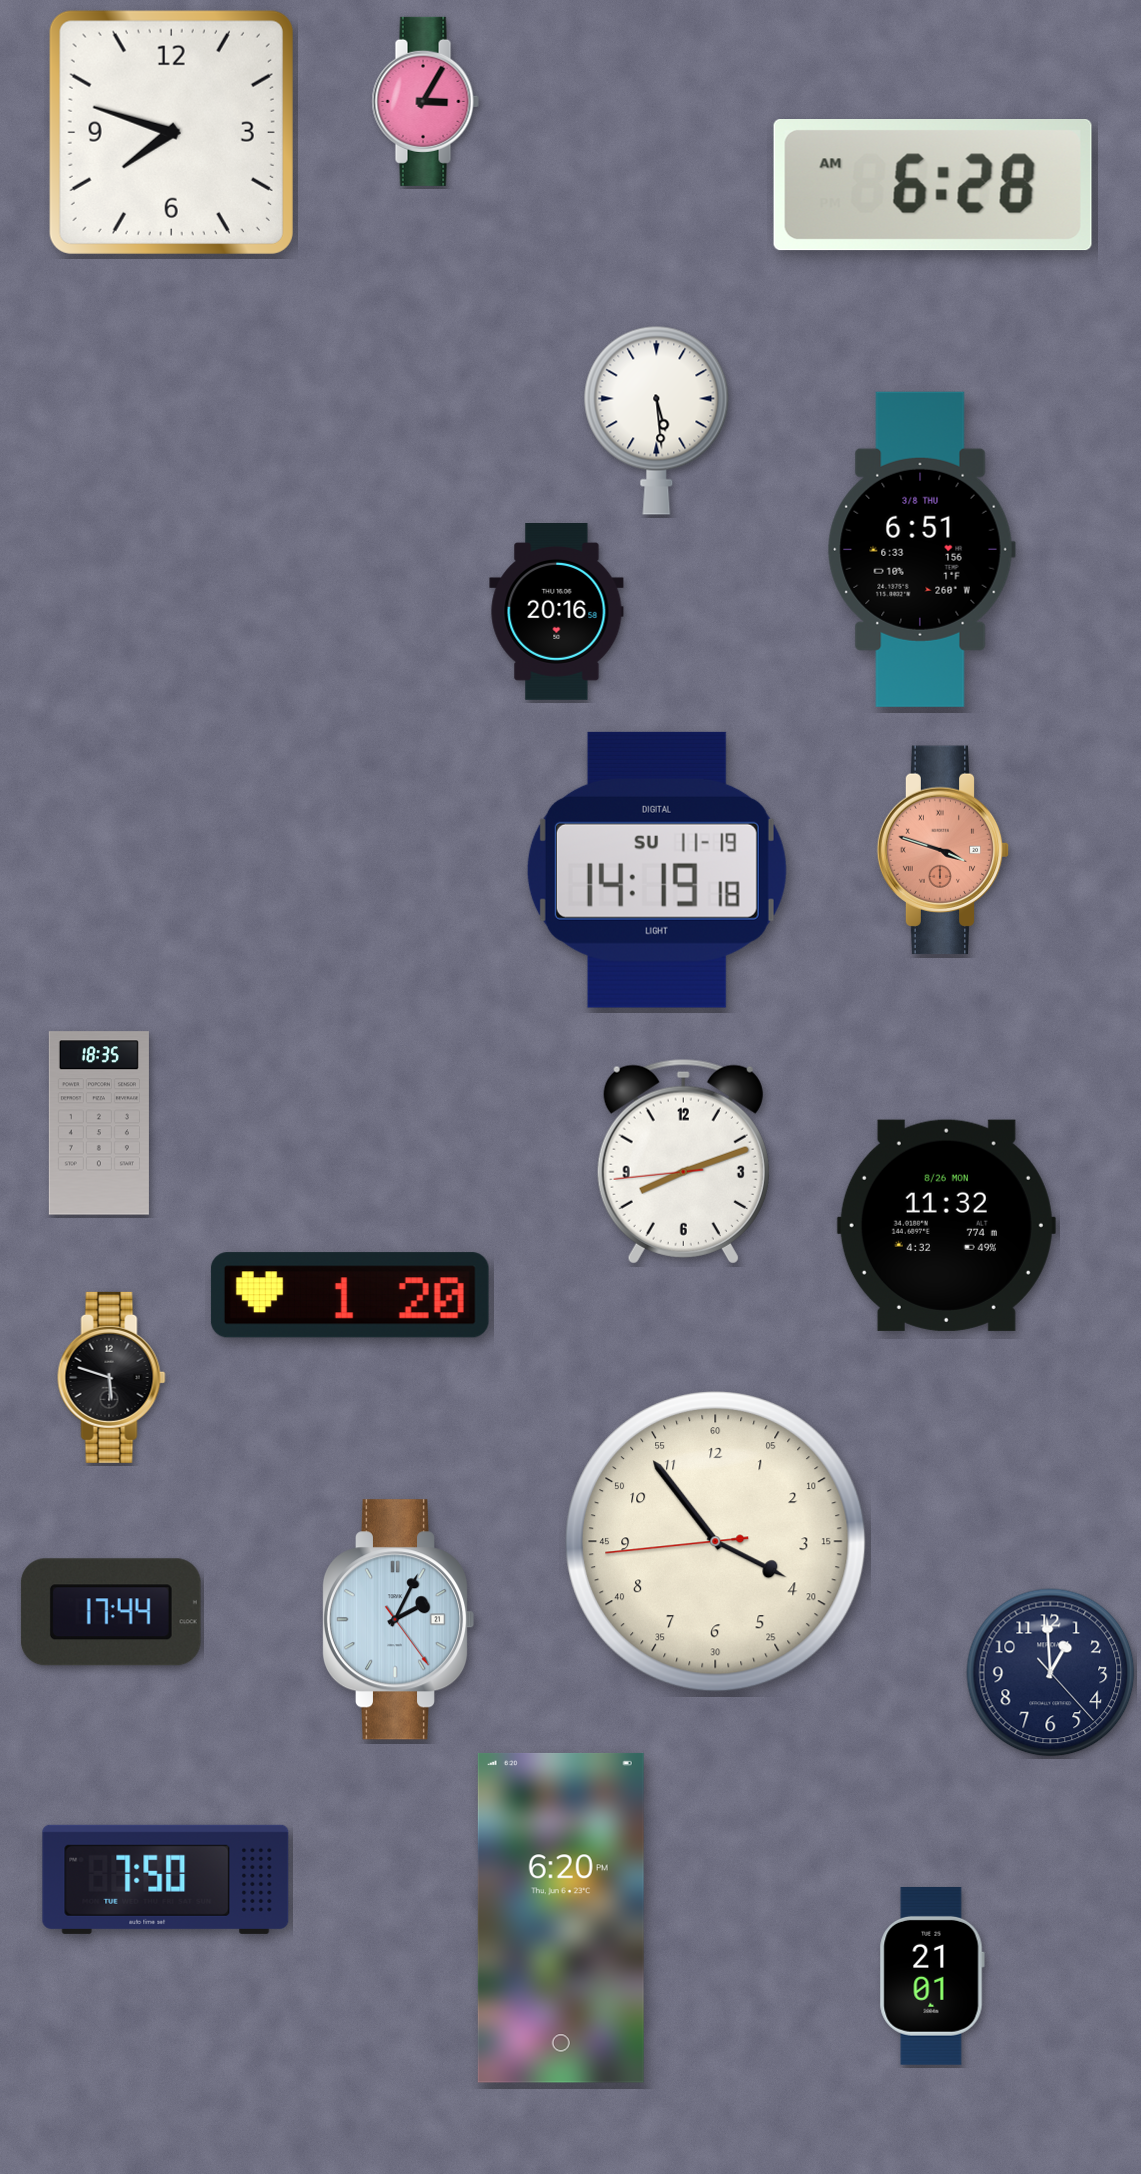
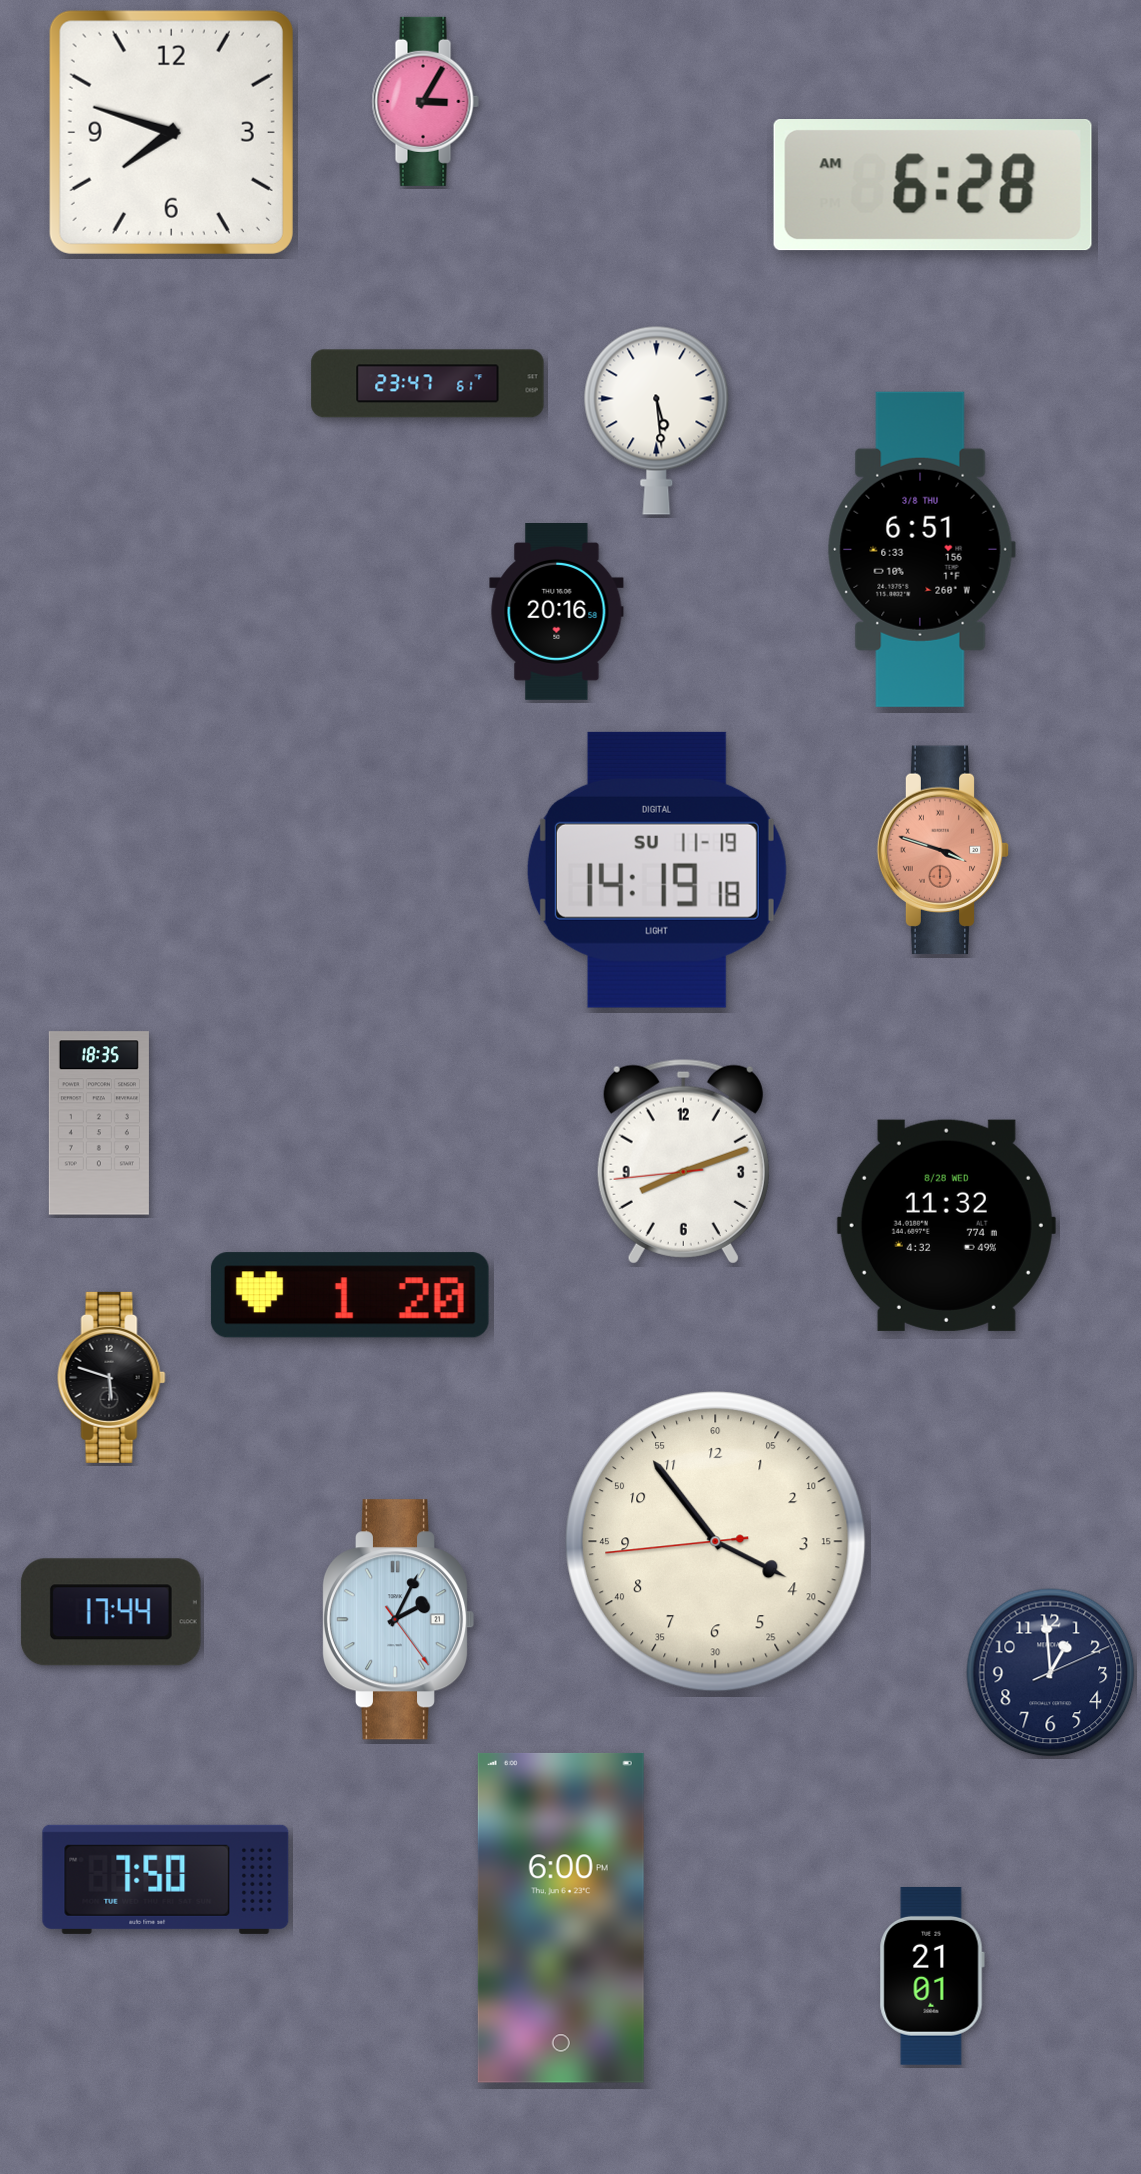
clock at (428, 384): none -> 23:47
clock at (946, 1225) date: 8/26 MON -> 8/28 WED
clock at (1051, 1673): 12:59:23 -> 12:59:11
clock at (561, 1918): 6:20 -> 6:00
